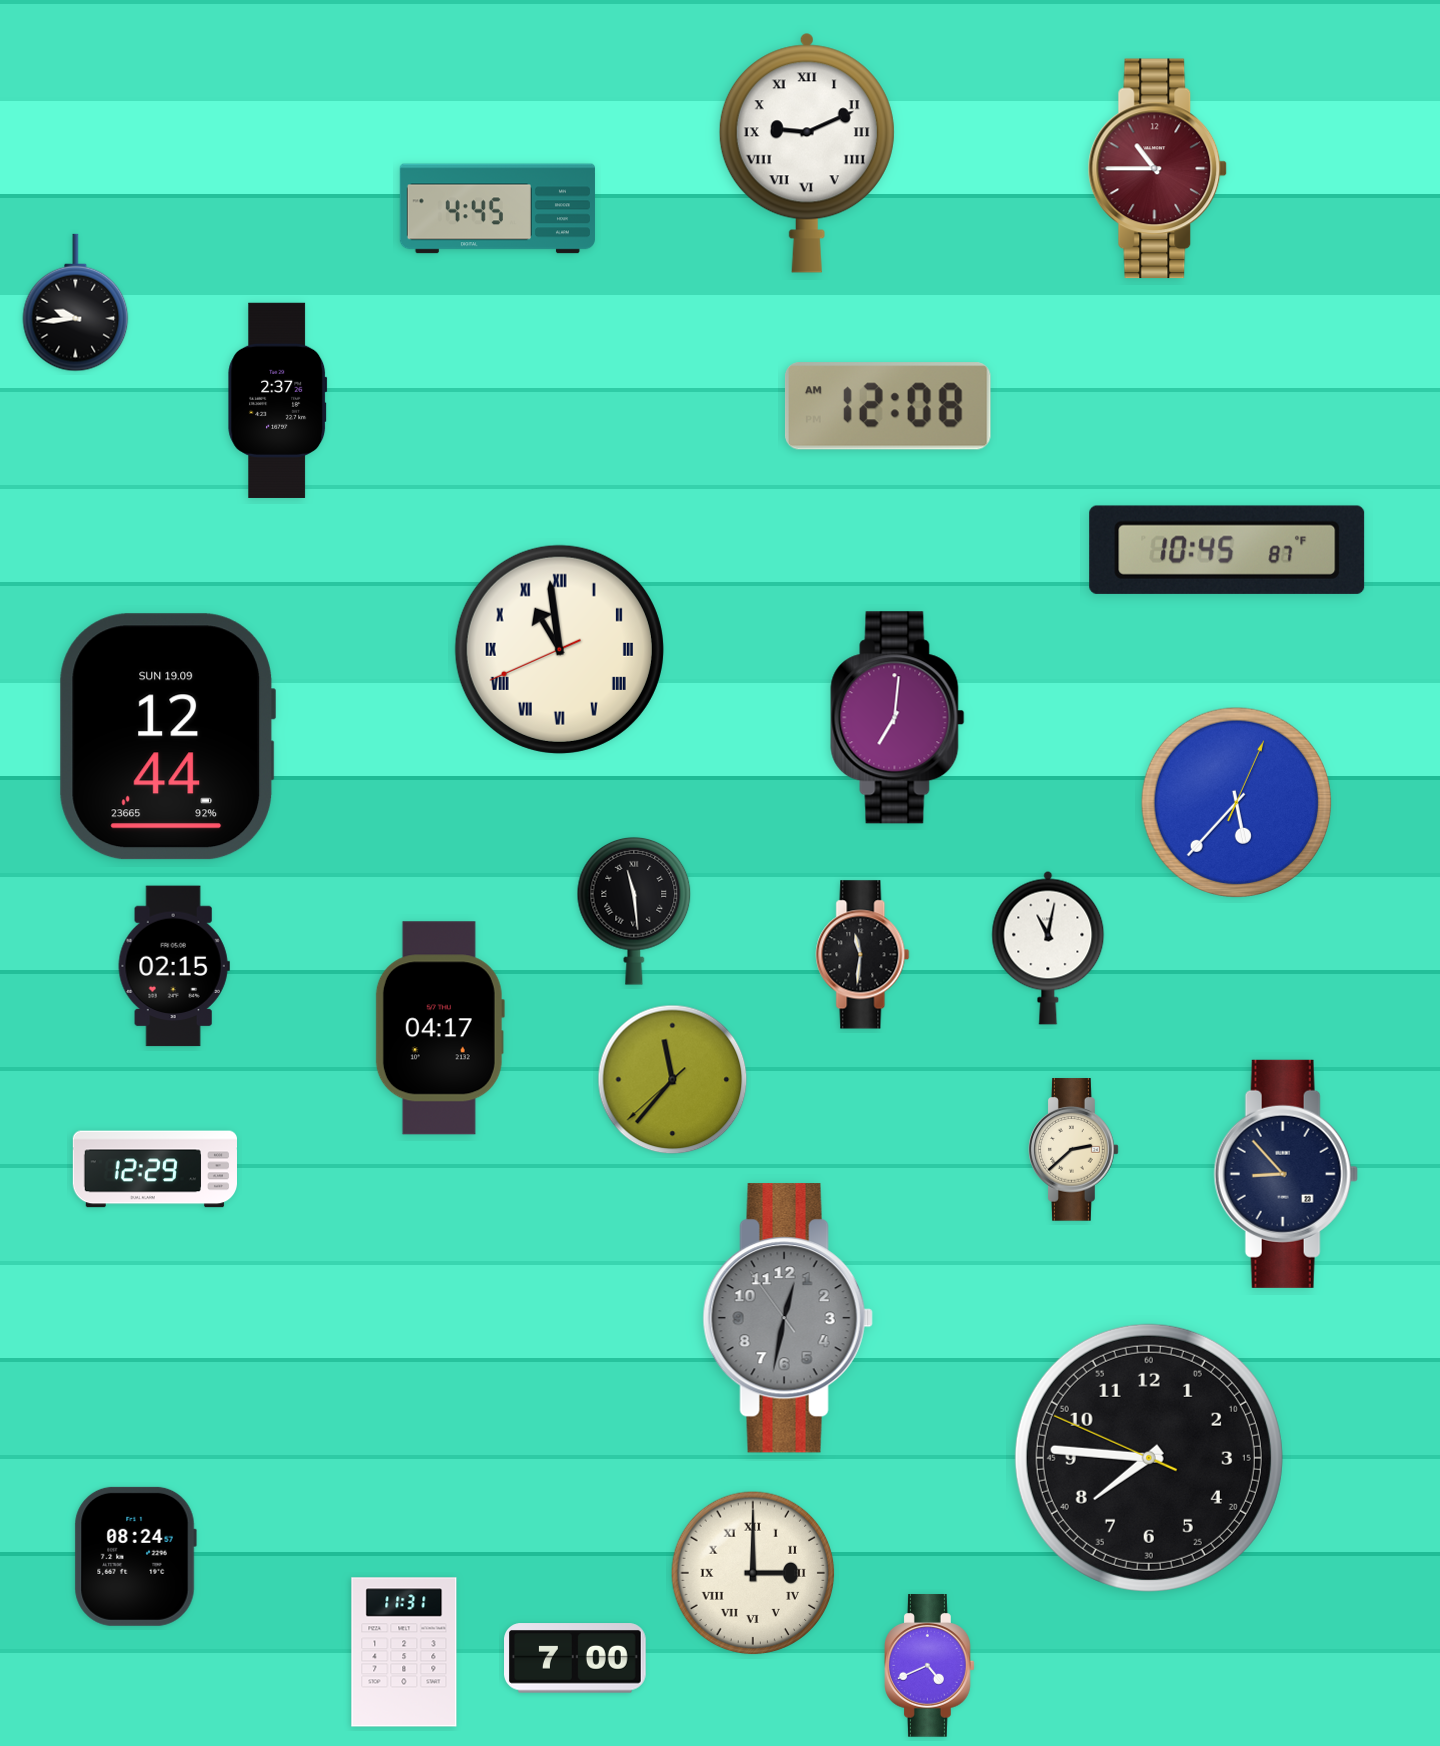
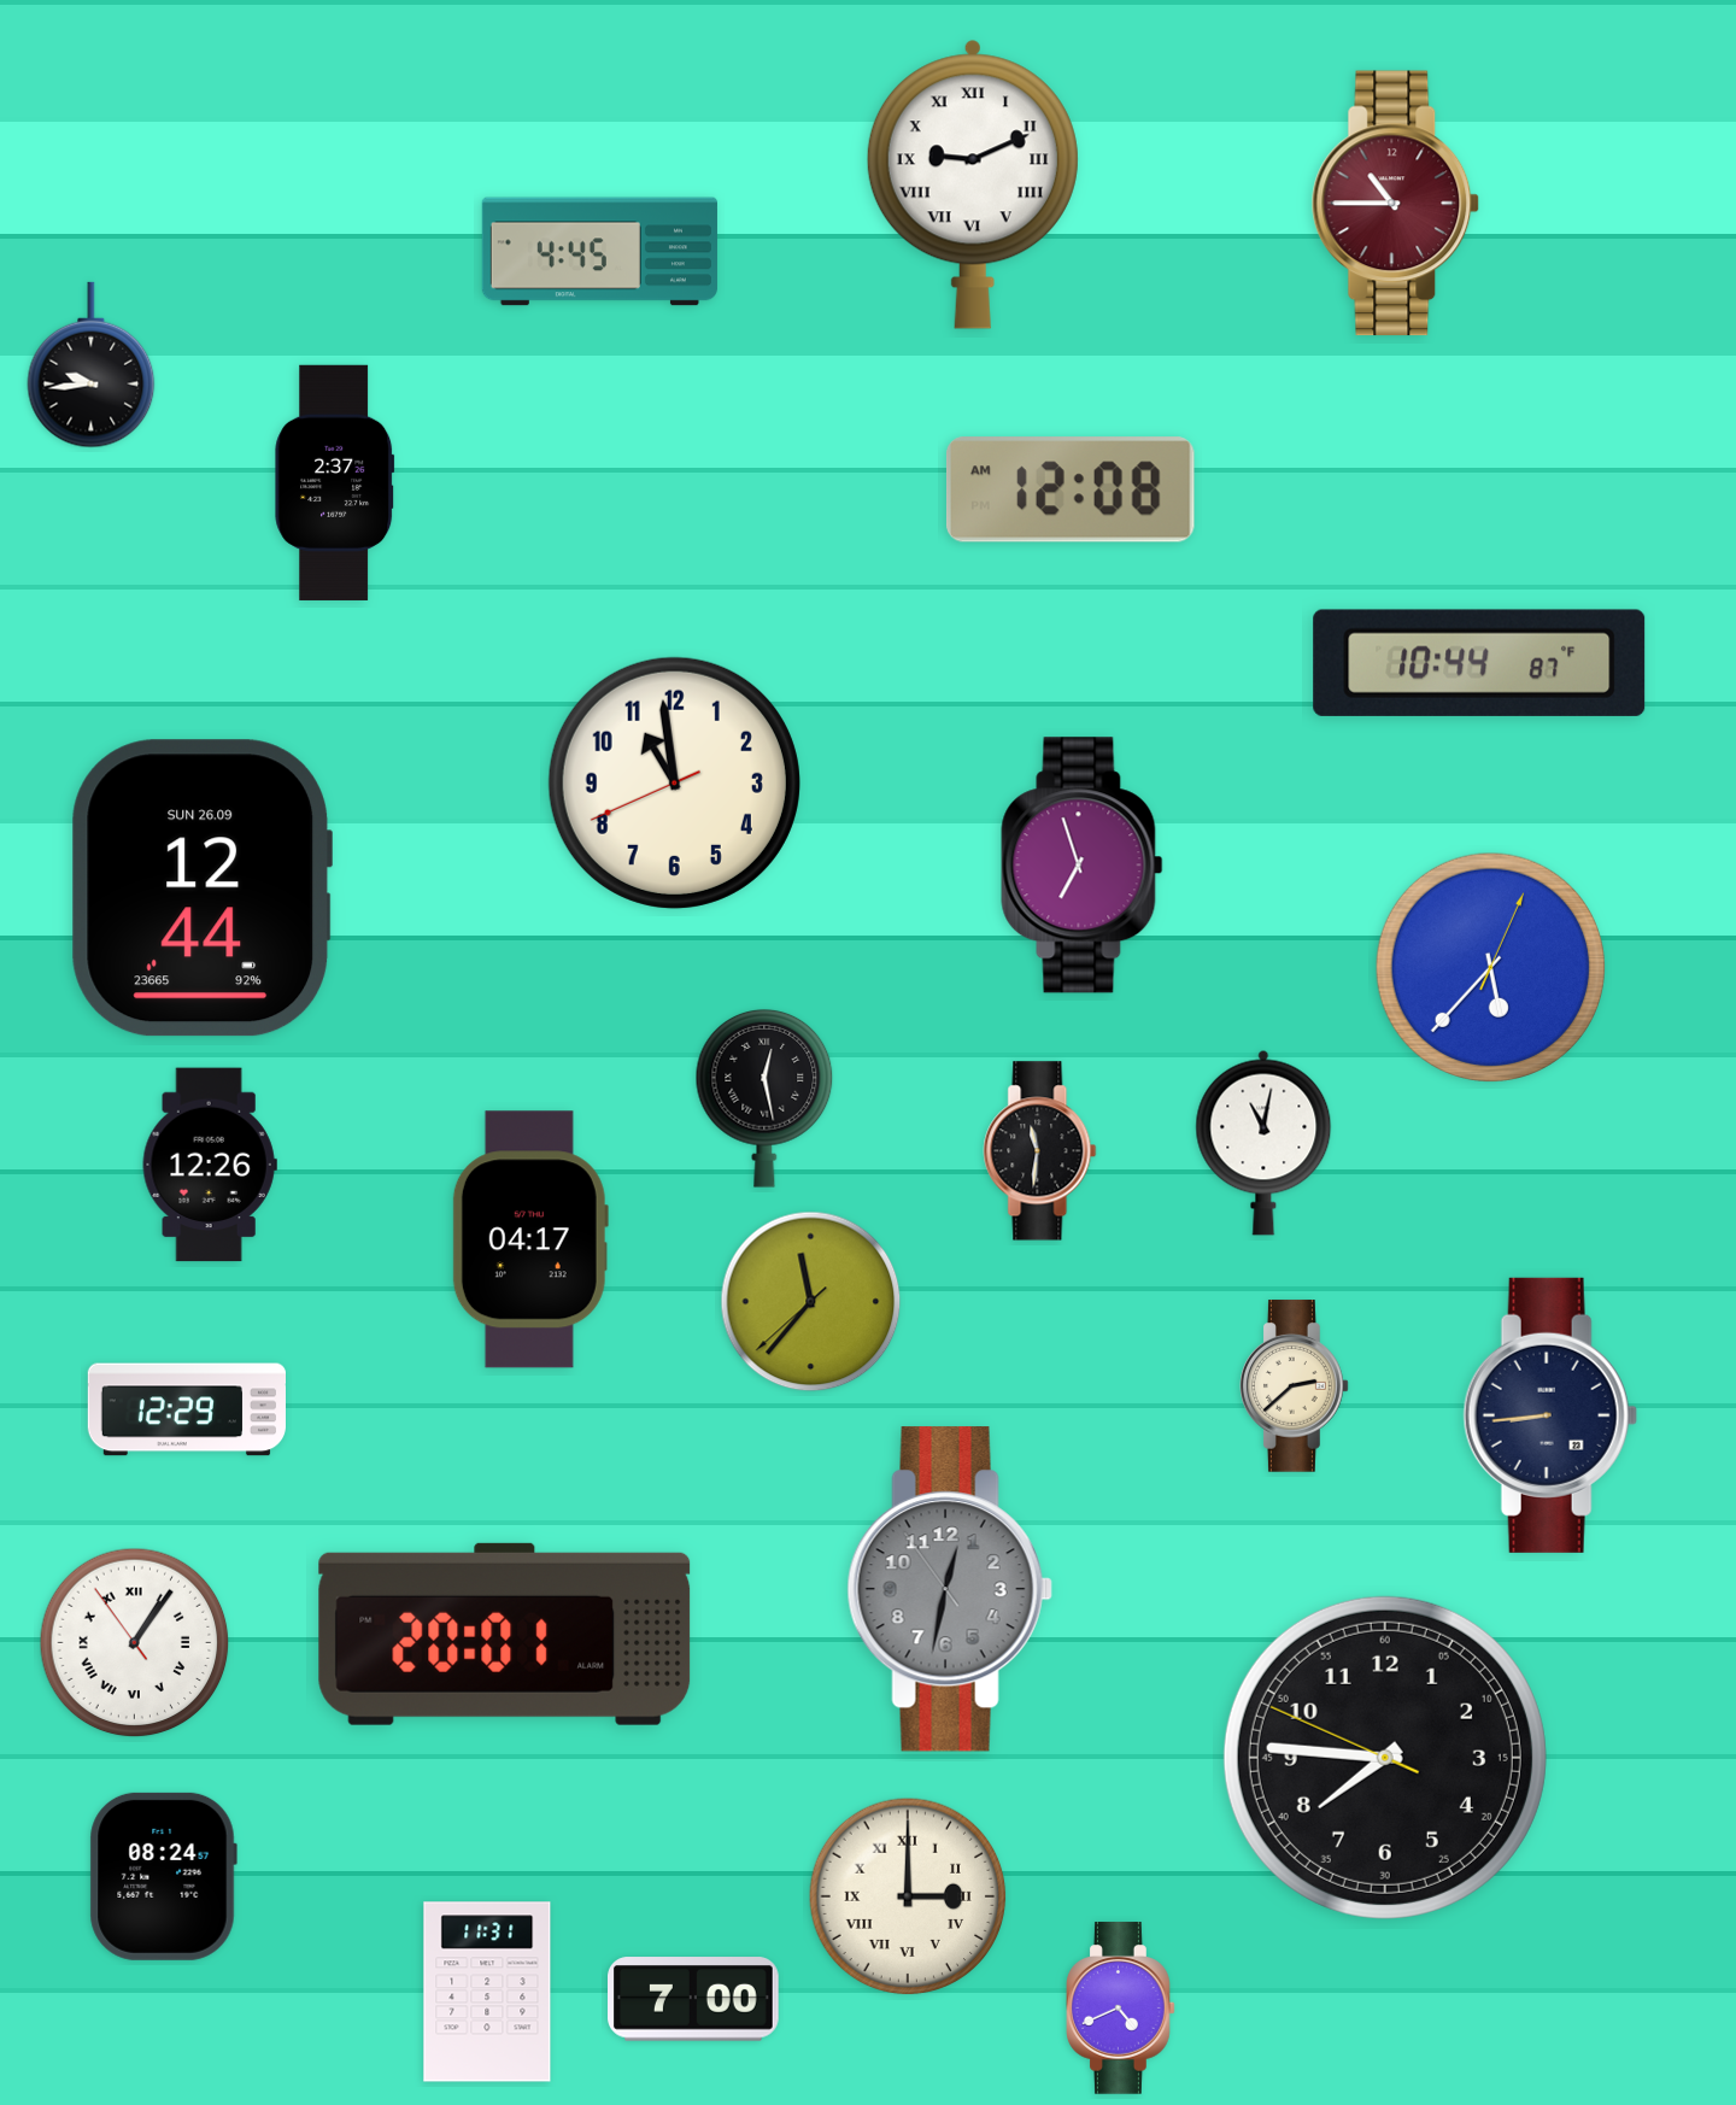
clock at (1227, 550): 10:45 -> 10:44
clock at (559, 649) numerals: Roman -> Arabic
clock at (898, 718): 7:01 -> 6:57
clock at (167, 737) date: SUN 19.09 -> SUN 26.09
clock at (634, 911): 11:29 -> 12:28
clock at (174, 966): 02:15 -> 12:26
clock at (1286, 1174): 8:53 -> 8:44
clock at (505, 1634): none -> 20:01
clock at (135, 1643): none -> 1:05
